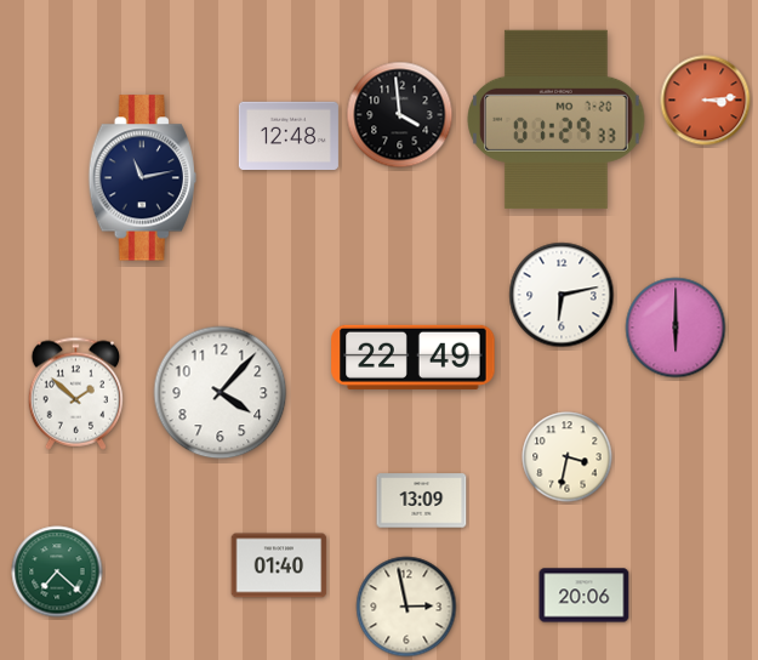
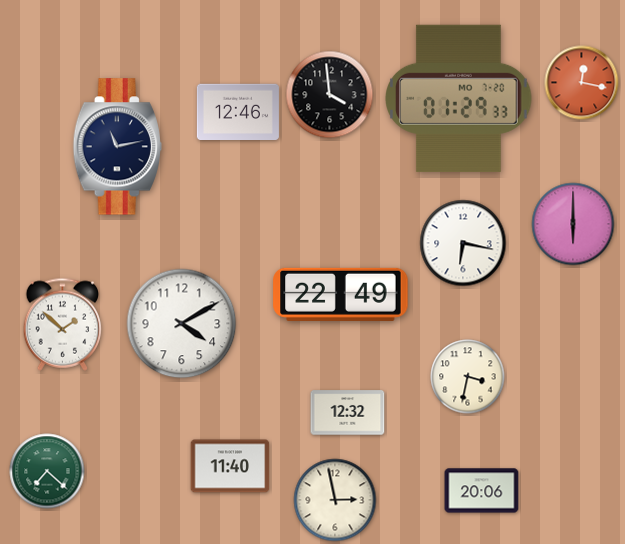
clock at (706, 101): 3:14 -> 12:17
clock at (289, 136): 12:48 -> 12:46
clock at (562, 295): 6:13 -> 6:17
clock at (676, 328) position: (676, 328) -> (573, 224)
clock at (221, 393): 4:07 -> 4:10
clock at (422, 501): 13:09 -> 12:32
clock at (279, 565): 01:40 -> 11:40
